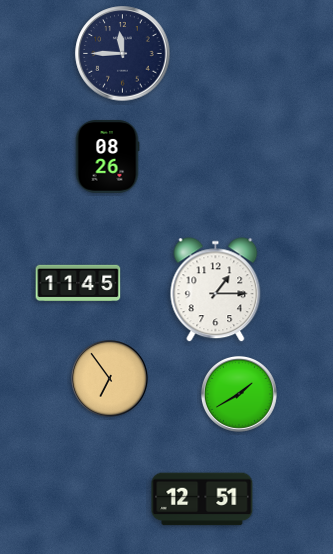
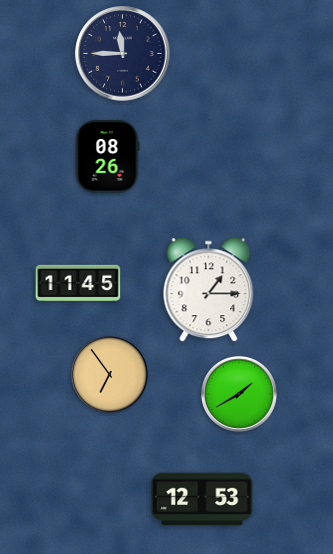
clock at (216, 290) position: (216, 290) -> (209, 290)
clock at (110, 379) position: (110, 379) -> (110, 375)
clock at (202, 499): 12:51 -> 12:53
